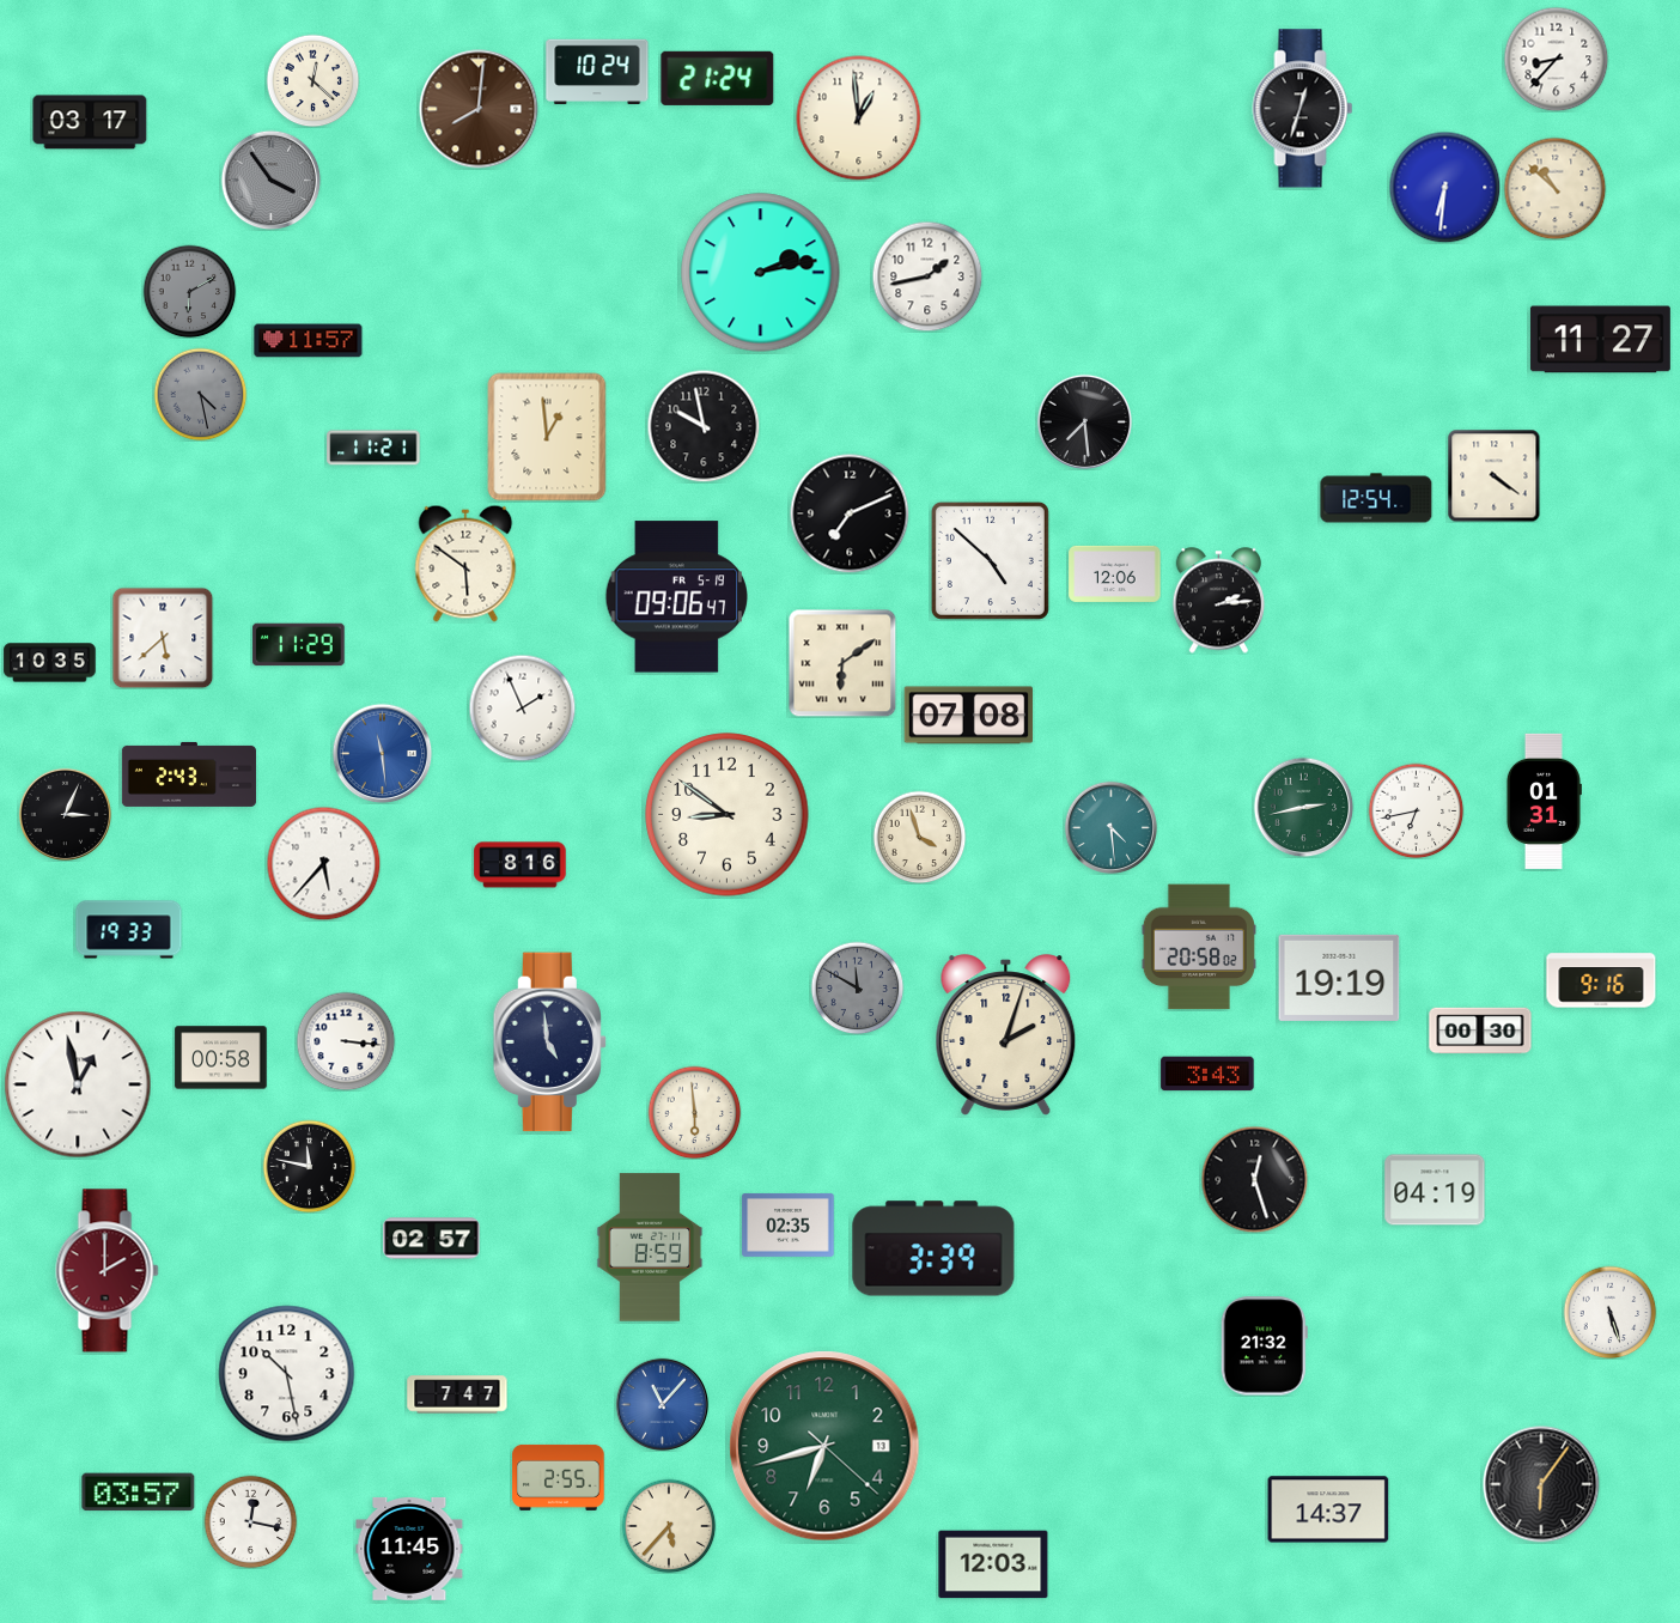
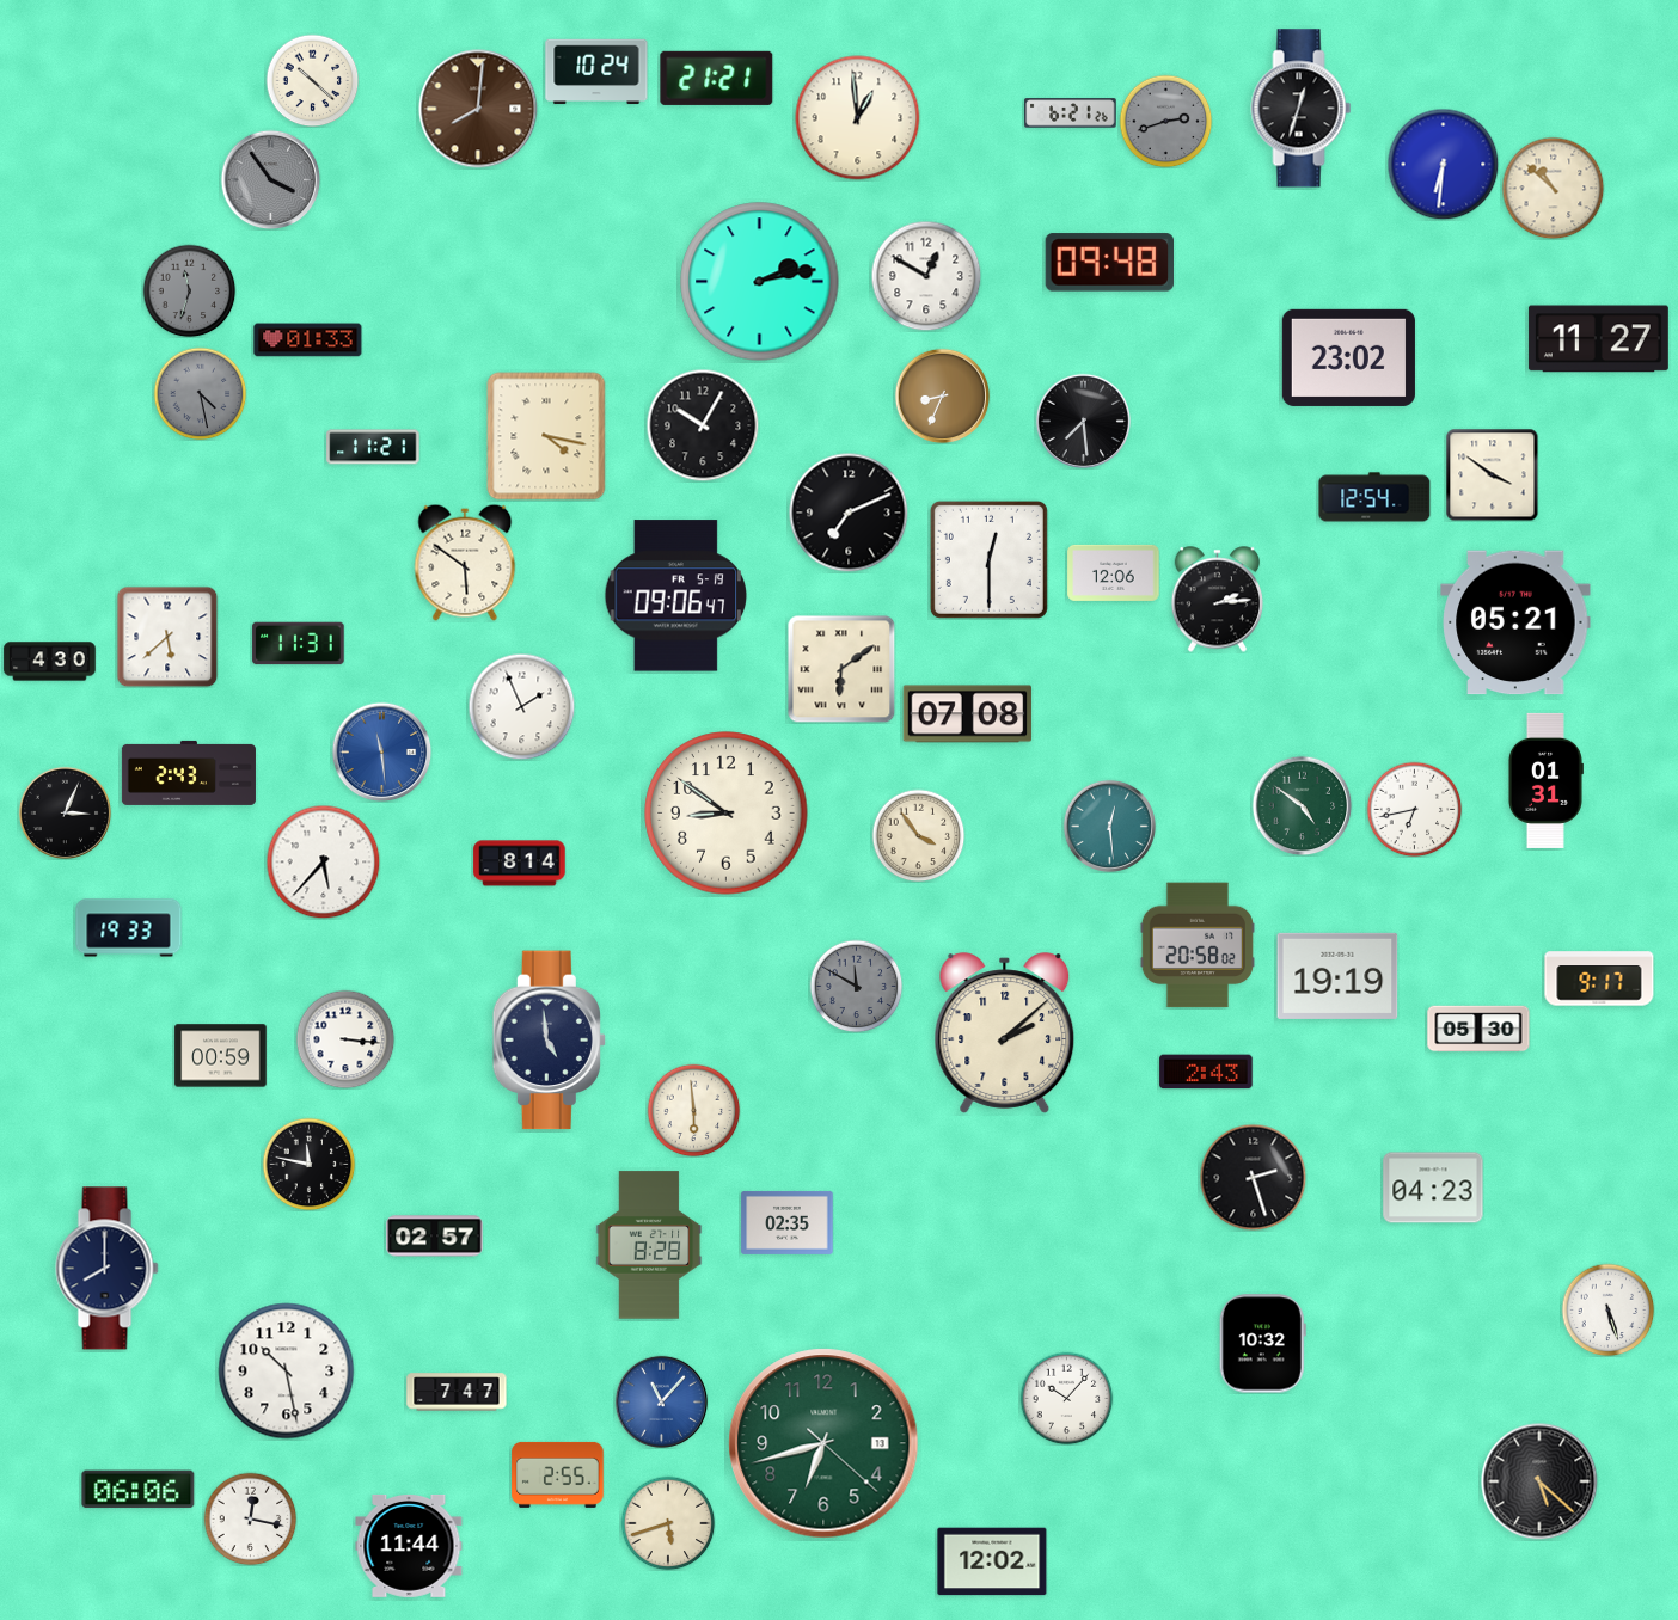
clock at (1556, 59): 8:37 -> none
clock at (718, 78): 21:24 -> 21:21
clock at (312, 80): 12:22 -> 10:22
clock at (1071, 113): none -> 6:21
clock at (1165, 121): none -> 2:42
clock at (90, 122): 03:17 -> none
clock at (1444, 187) position: (1444, 187) -> (1443, 164)
clock at (1109, 263): none -> 09:48
clock at (761, 273) position: (761, 273) -> (760, 282)
clock at (927, 276): 1:43 -> 12:50
clock at (189, 291): 6:10 -> 11:33
clock at (309, 341): 11:57 -> 01:33
clock at (1348, 357): none -> 23:02
clock at (942, 395): none -> 8:34
clock at (704, 426): 9:58 -> 10:05
clock at (547, 437): 12:59 -> 4:17
clock at (1493, 475): 4:21 -> 3:51
clock at (990, 560): 4:52 -> 12:30
clock at (1515, 622): none -> 05:21
clock at (163, 638) position: (163, 638) -> (167, 637)
clock at (299, 645): 11:29 -> 11:31
clock at (50, 663): 10:35 -> 4:30
clock at (842, 663) position: (842, 663) -> (841, 669)
clock at (1544, 801) position: (1544, 801) -> (1545, 780)
clock at (1303, 807): 2:43 -> 4:51
clock at (1110, 827): 4:29 -> 12:29
clock at (919, 837): 3:57 -> 3:54
clock at (521, 865): 8:16 -> 8:14
clock at (1601, 980): 9:16 -> 9:17
clock at (1480, 1031): 00:30 -> 05:30
clock at (1006, 1035): 2:03 -> 2:08
clock at (221, 1058): 00:58 -> 00:59
clock at (1207, 1074): 3:43 -> 2:43
clock at (78, 1084): 12:58 -> none
clock at (1254, 1179): 12:27 -> 2:27
clock at (1435, 1190): 04:19 -> 04:23
clock at (432, 1239) position: (432, 1239) -> (435, 1237)
clock at (650, 1247): 8:59 -> 8:28
clock at (933, 1248): 3:39 -> none
clock at (108, 1271): 2:00 -> 8:00
clock at (108, 1271) dial: burgundy -> navy
clock at (1264, 1347): 21:32 -> 10:32
clock at (1066, 1398): none -> 10:07
clock at (1541, 1484): 6:06 -> 5:22
clock at (139, 1493): 03:57 -> 06:06
clock at (1328, 1509): 14:37 -> none
clock at (669, 1526): 5:37 -> 5:42
clock at (409, 1549): 11:45 -> 11:44
clock at (993, 1564): 12:03 -> 12:02
